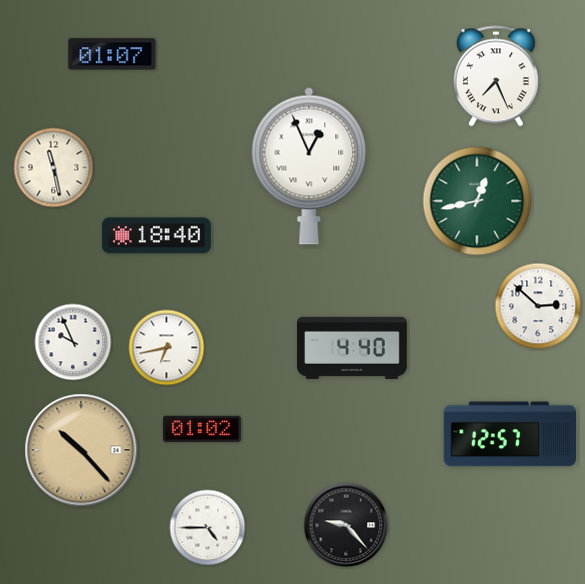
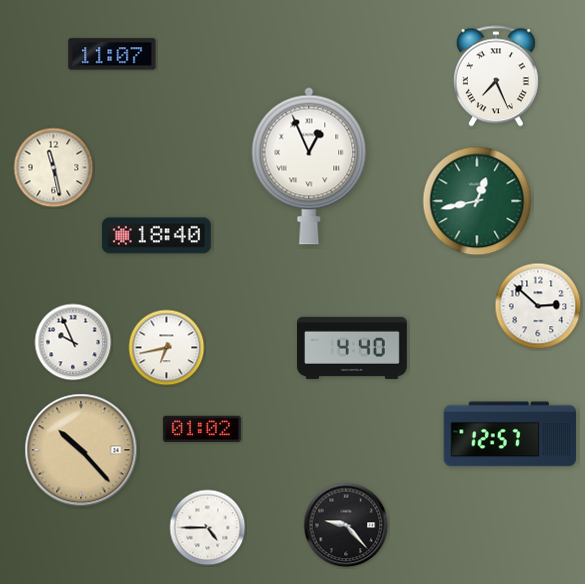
clock at (112, 54): 01:07 -> 11:07
